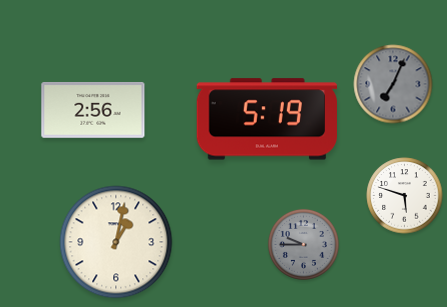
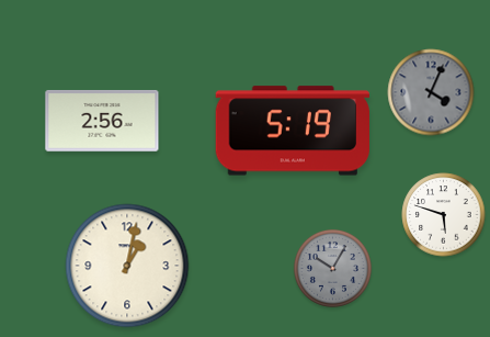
clock at (393, 84): 7:04 -> 4:04
clock at (303, 244): 9:45 -> 10:05
